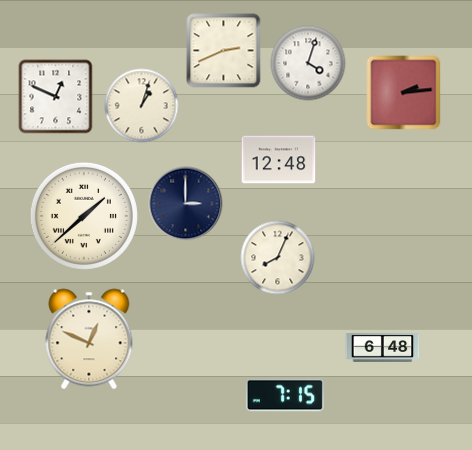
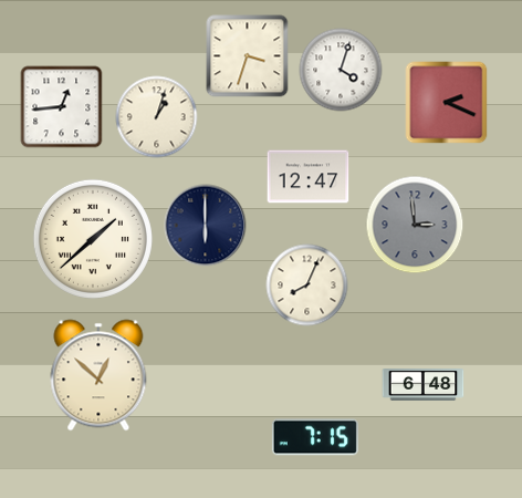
clock at (224, 51): 2:41 -> 3:33
clock at (404, 93): 2:14 -> 2:19
clock at (56, 97): 12:49 -> 12:44
clock at (279, 160): 12:48 -> 12:47
clock at (415, 225): none -> 2:59
clock at (186, 204): 3:00 -> 6:00
clock at (89, 339): 12:49 -> 12:52
